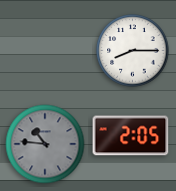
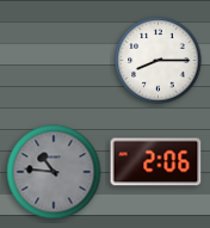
clock at (131, 136): 2:05 -> 2:06
